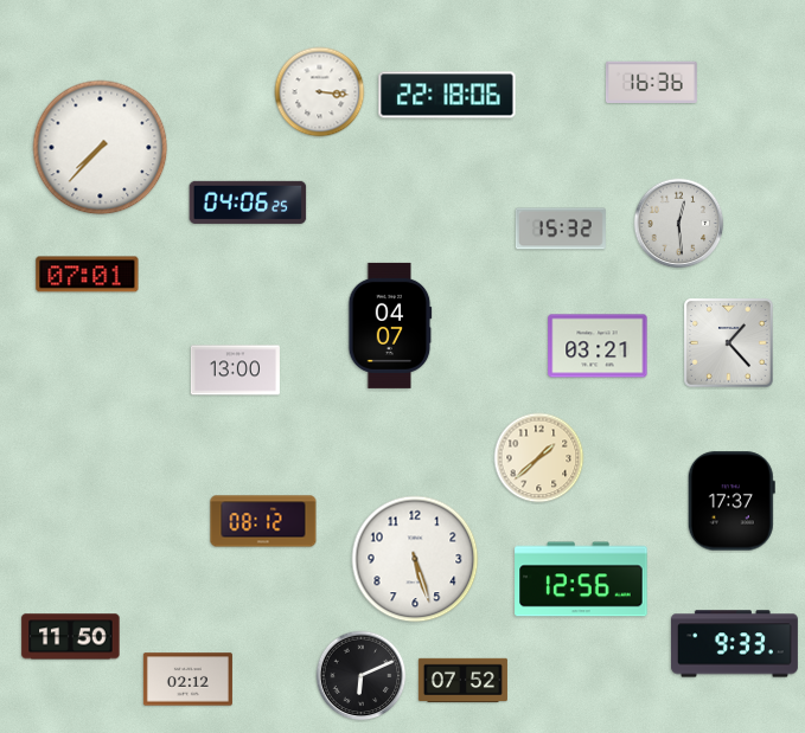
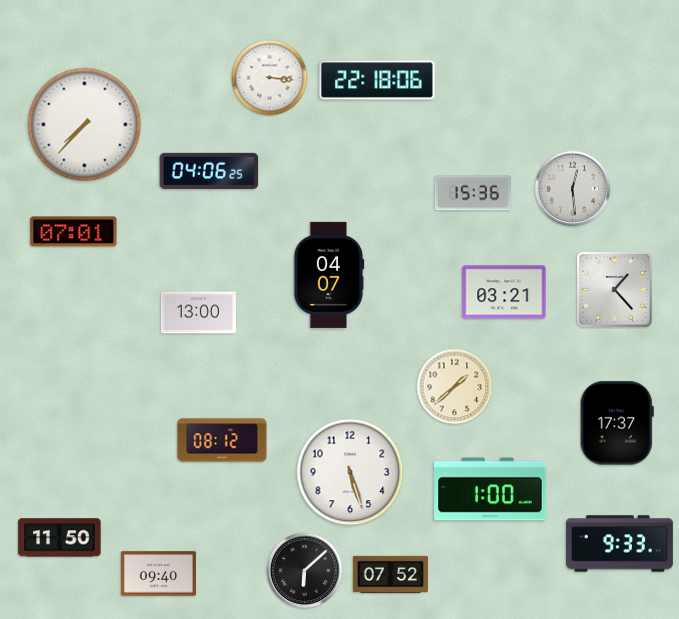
clock at (651, 82): 16:36 -> none
clock at (561, 229): 15:32 -> 15:36
clock at (581, 579): 12:56 -> 1:00
clock at (362, 676): 6:11 -> 6:08
clock at (187, 680): 02:12 -> 09:40
